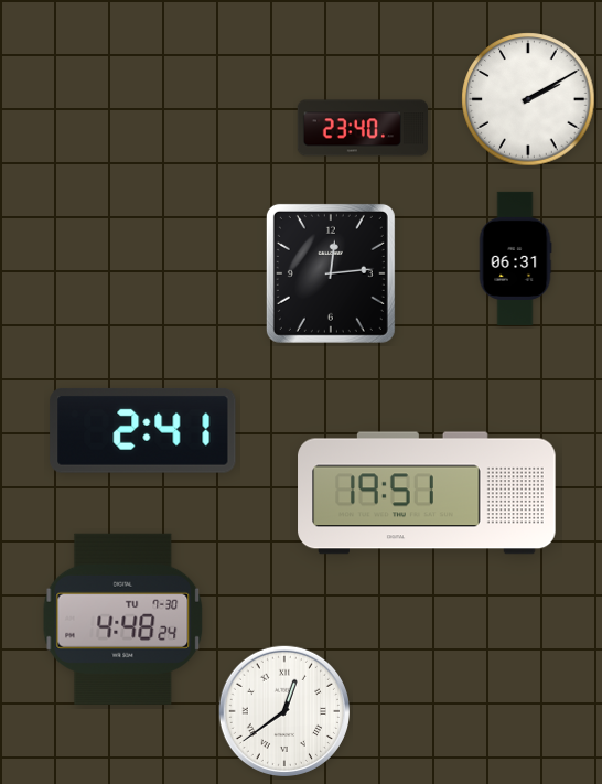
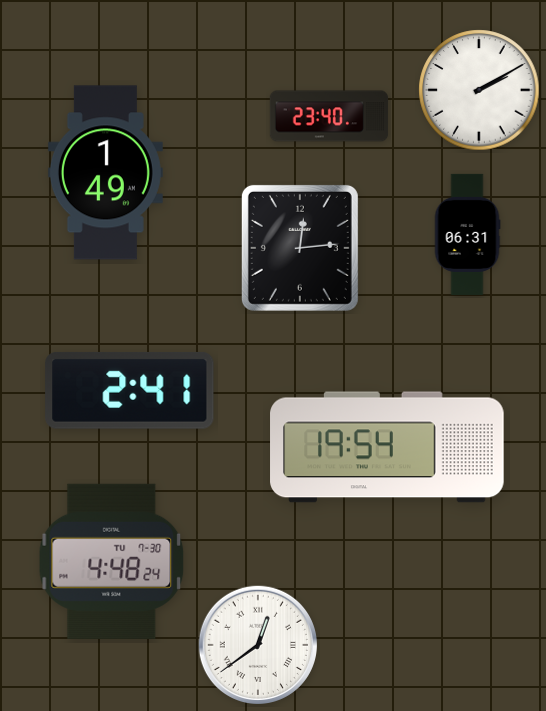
clock at (105, 173): none -> 1:49
clock at (427, 493): 19:51 -> 19:54
